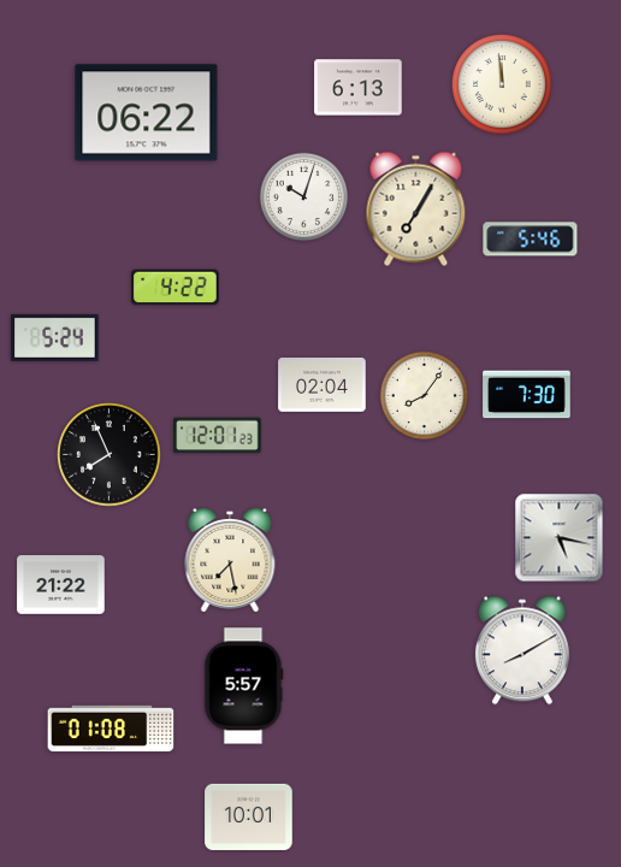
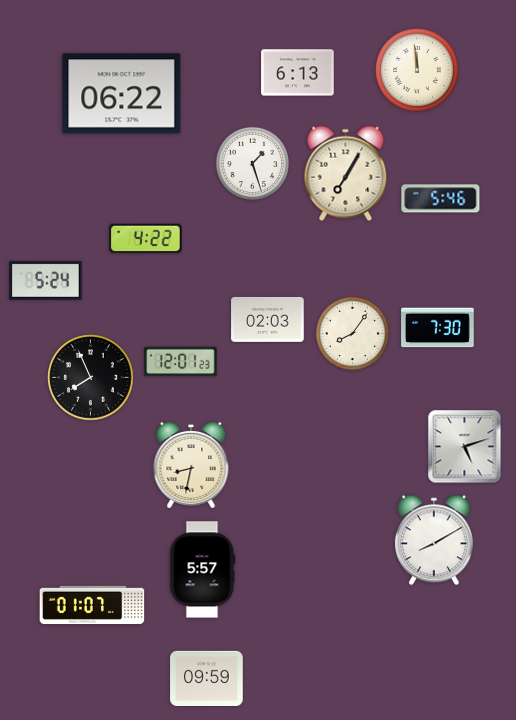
clock at (304, 197): 10:03 -> 1:27
clock at (323, 385): 02:04 -> 02:03
clock at (425, 396) position: (425, 396) -> (353, 334)
clock at (560, 538): 5:17 -> 5:12
clock at (230, 560): 7:28 -> 8:32
clock at (61, 585): 21:22 -> none
clock at (111, 729): 01:08 -> 01:07
clock at (249, 816): 10:01 -> 09:59
